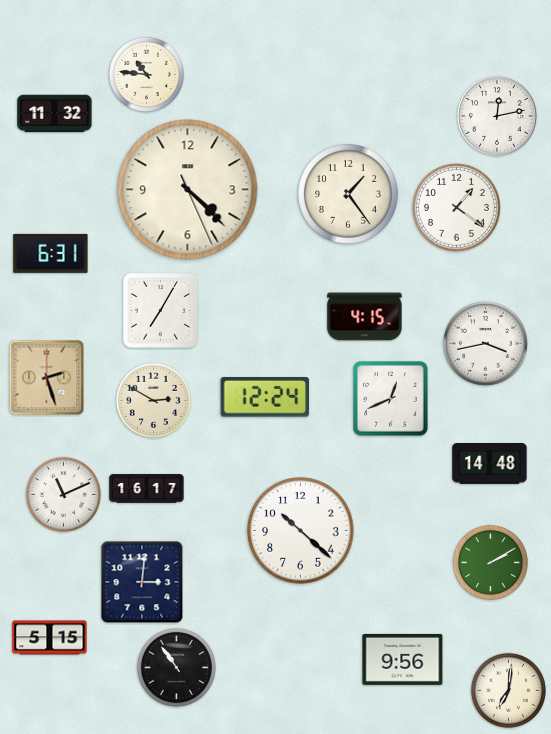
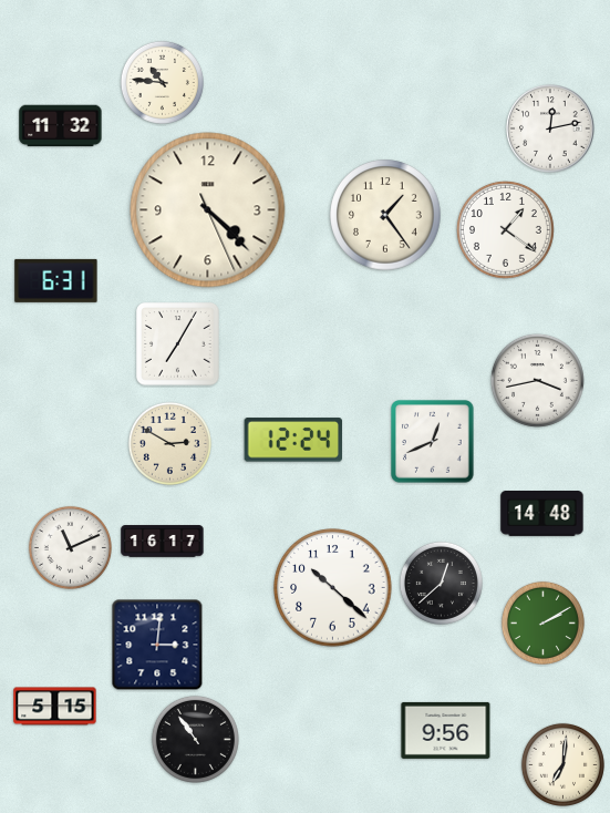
clock at (365, 317): 4:15 -> none
clock at (47, 378): 2:27 -> none
clock at (441, 583): none -> 12:38
